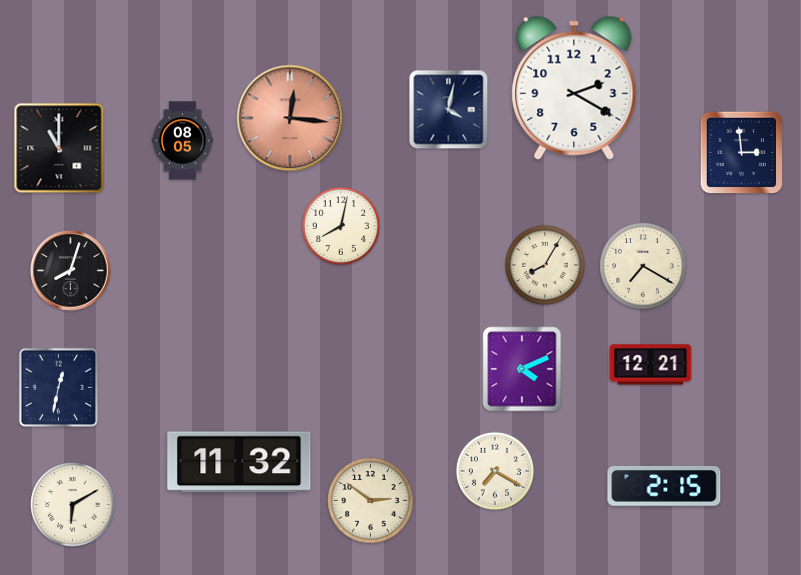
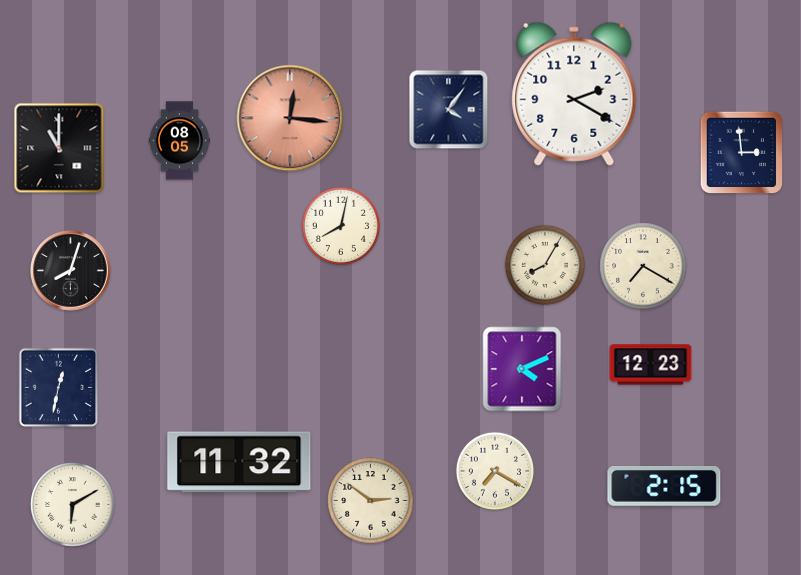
clock at (574, 88) position: (574, 88) -> (574, 94)
clock at (449, 110): 4:02 -> 4:06
clock at (182, 141) position: (182, 141) -> (179, 141)
clock at (651, 365): 12:21 -> 12:23
